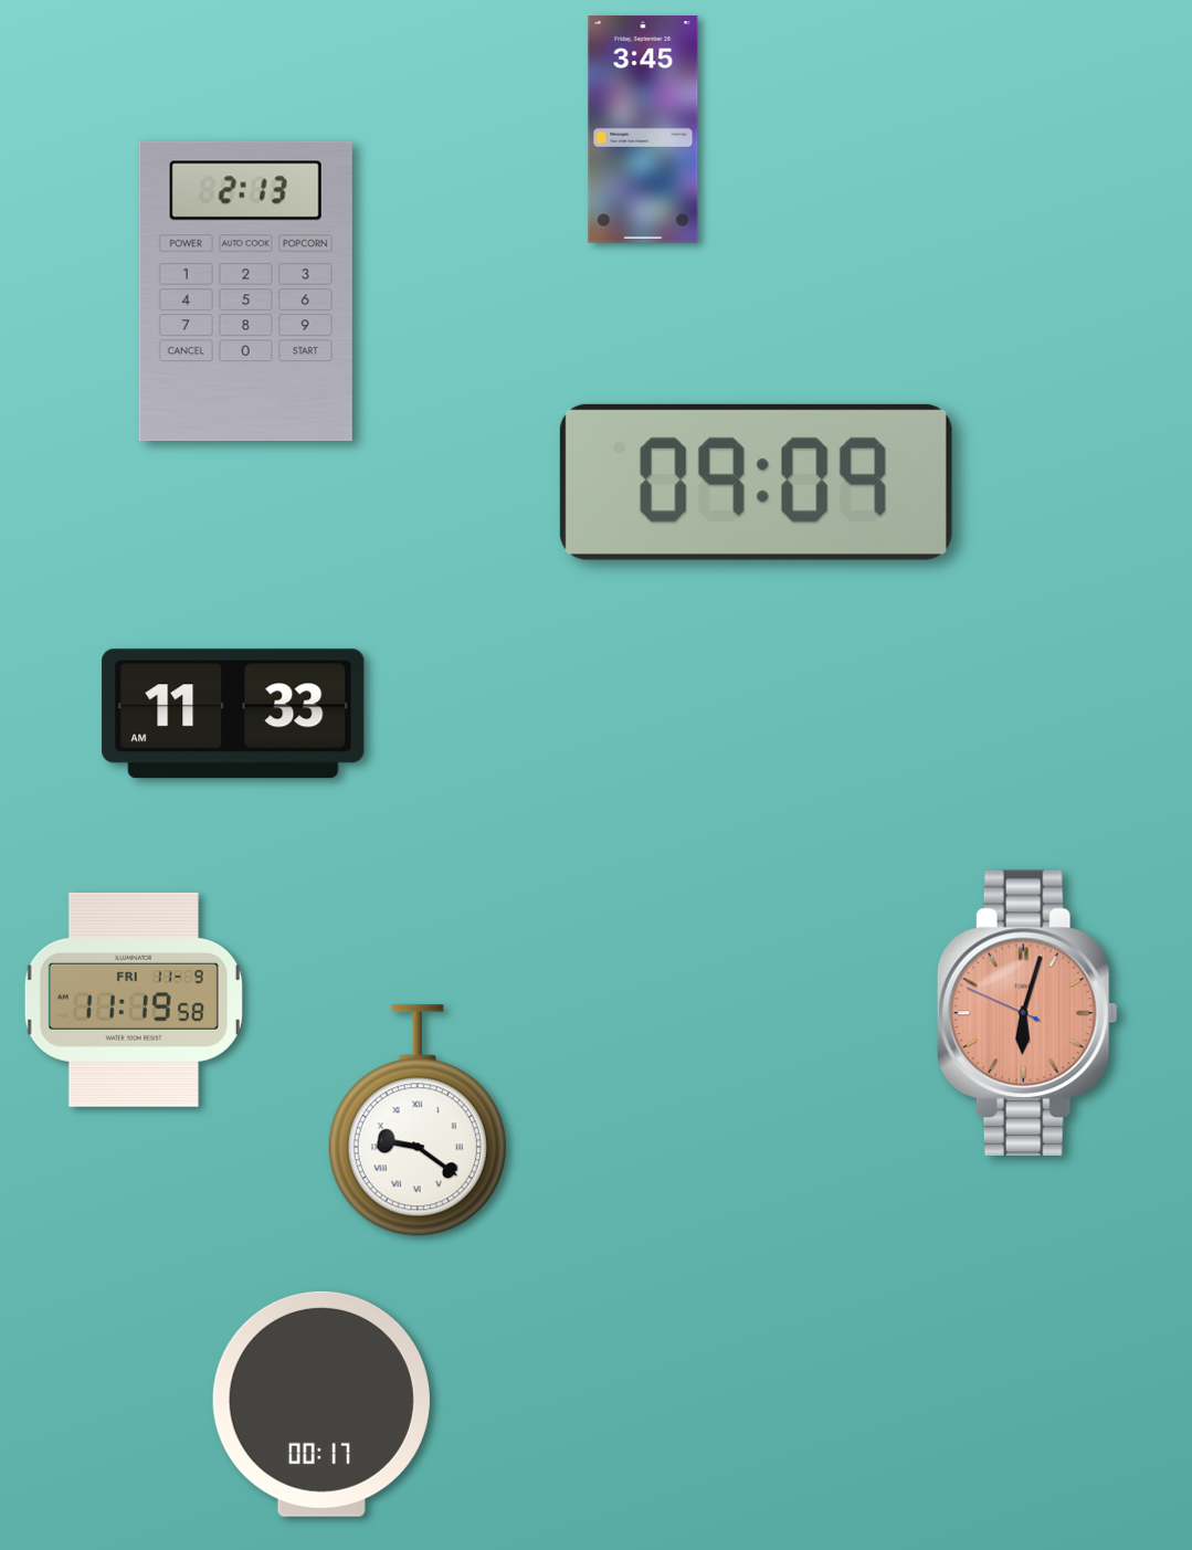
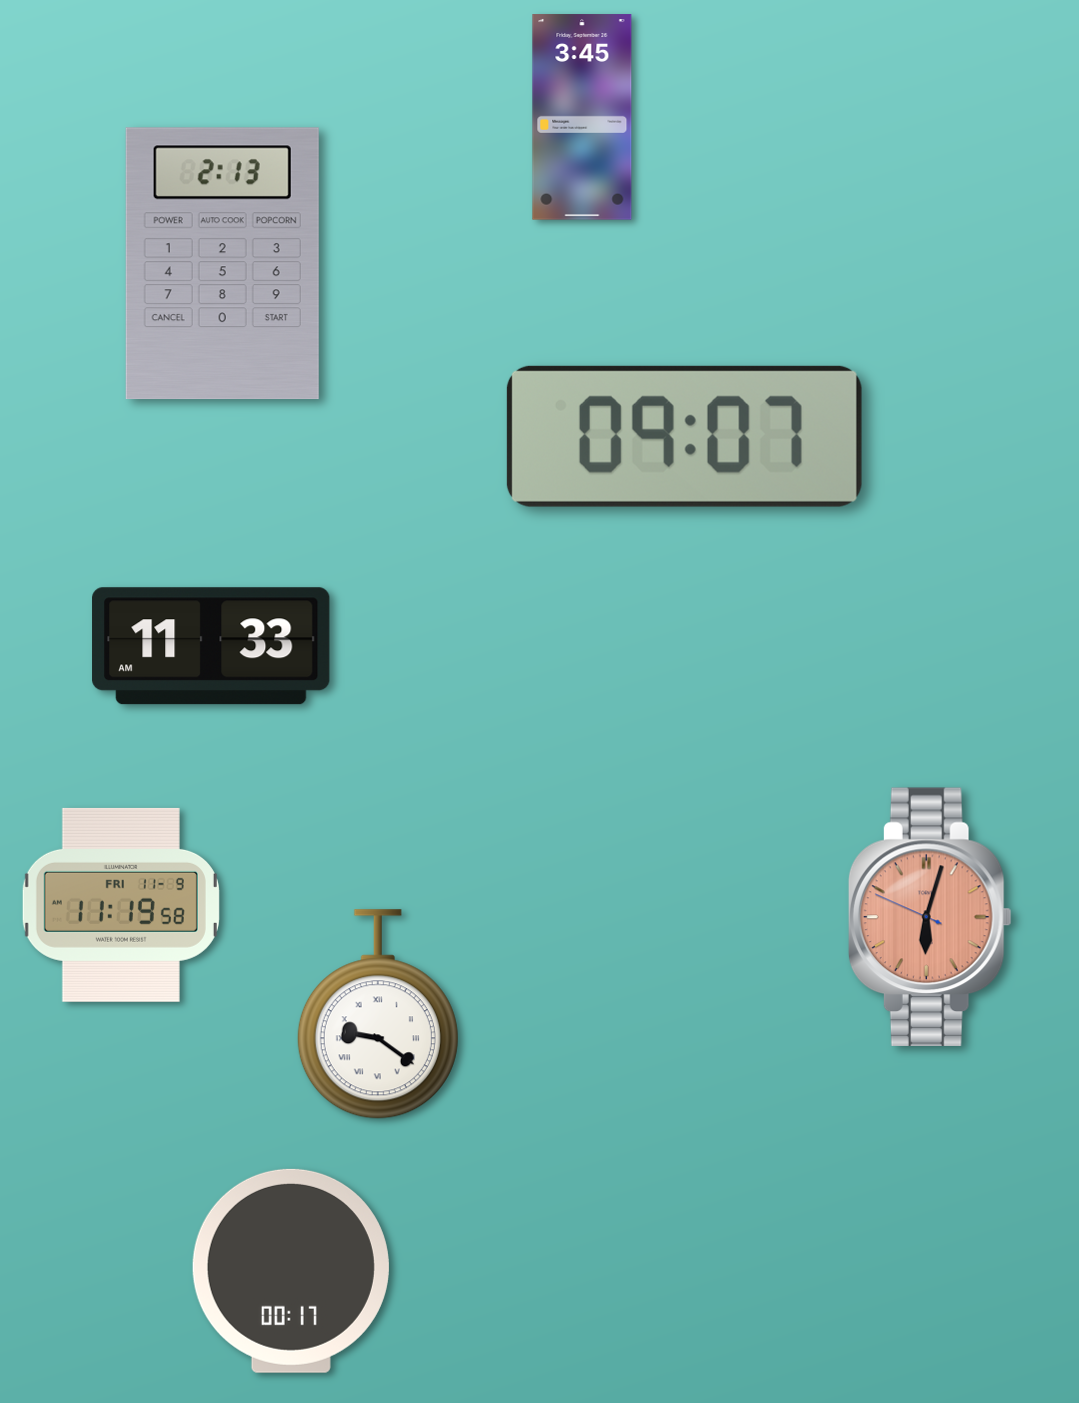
clock at (756, 482): 09:09 -> 09:07
